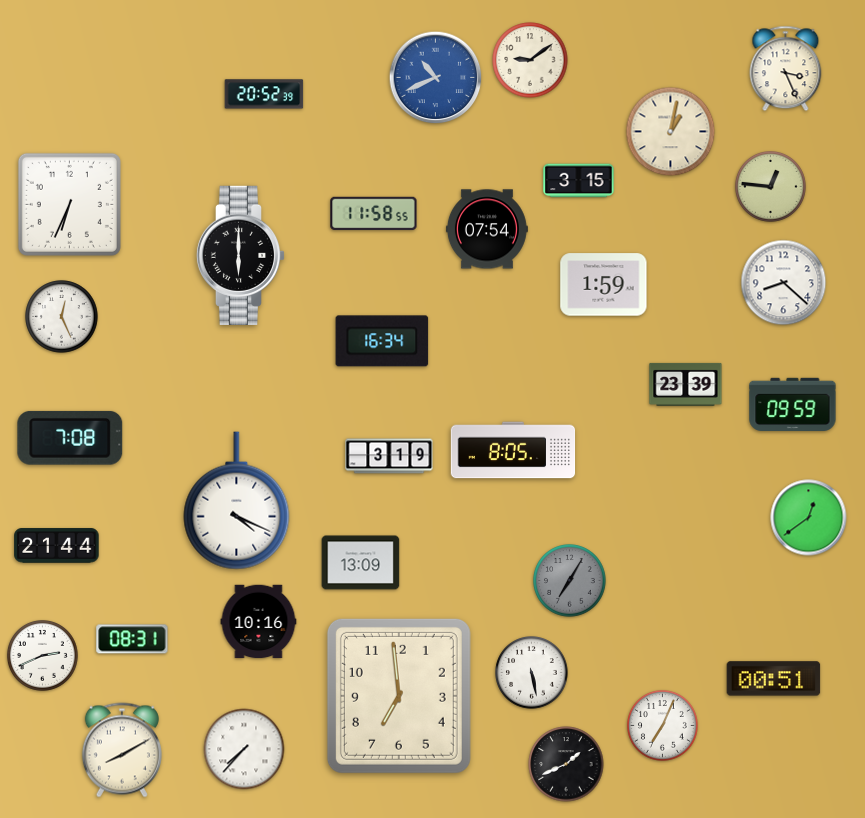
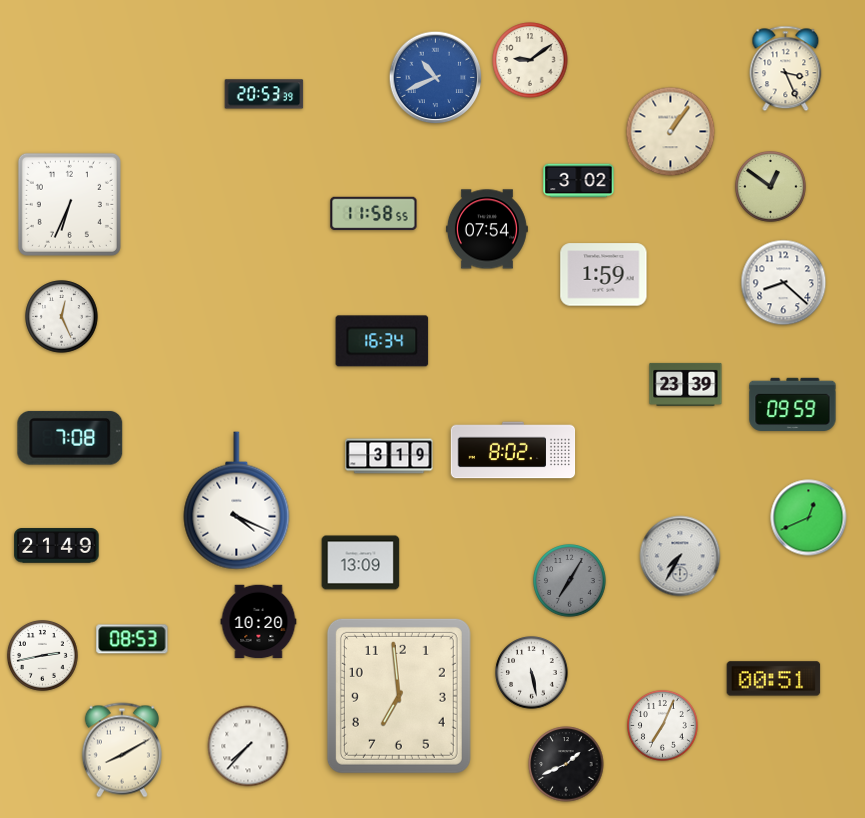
clock at (264, 94): 20:52 -> 20:53
clock at (671, 132): 1:02 -> 1:06
clock at (579, 181): 3:15 -> 3:02
clock at (771, 187): 12:46 -> 12:51
clock at (241, 255): 6:00 -> none
clock at (604, 285) position: (604, 285) -> (604, 275)
clock at (513, 450): 8:05 -> 8:02
clock at (809, 518): 12:39 -> 12:41
clock at (57, 546): 21:44 -> 21:49
clock at (680, 556): none -> 7:35
clock at (259, 622): 10:16 -> 10:20
clock at (132, 639): 08:31 -> 08:53
clock at (43, 656): 2:41 -> 2:43
clock at (244, 749) position: (244, 749) -> (248, 746)
